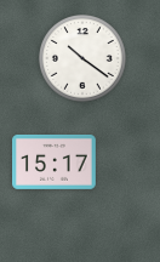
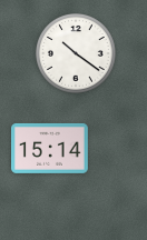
clock at (55, 161): 15:17 -> 15:14
